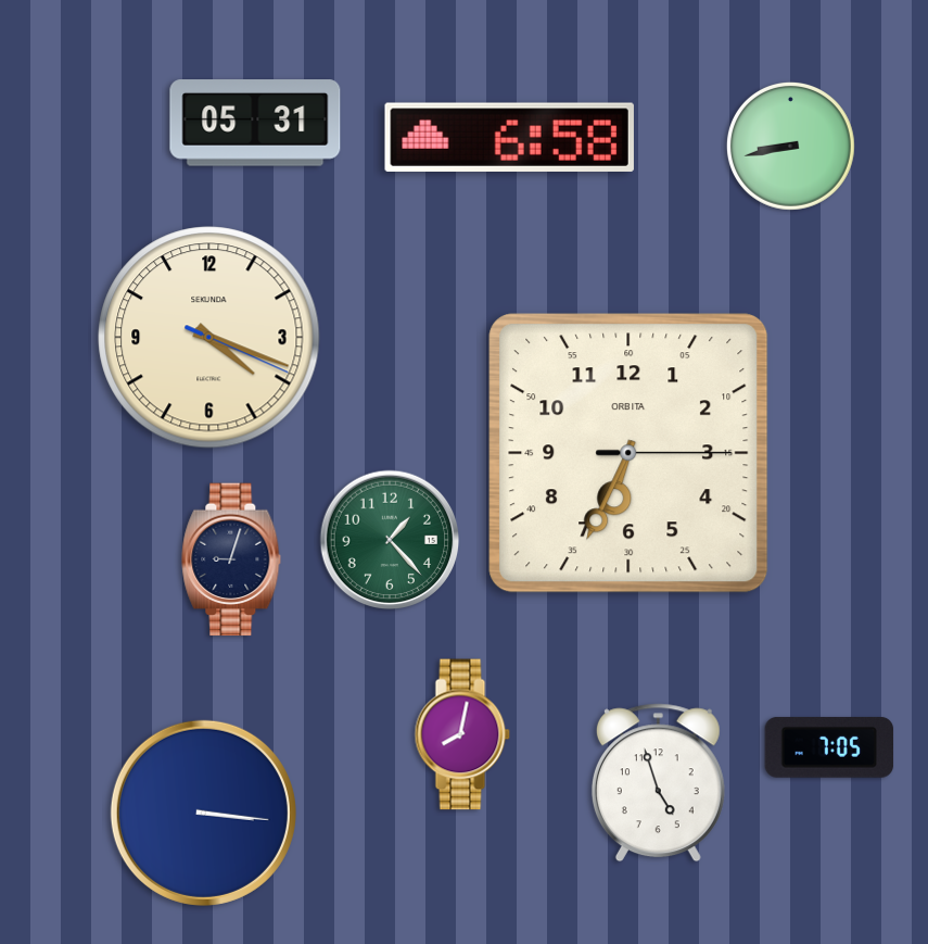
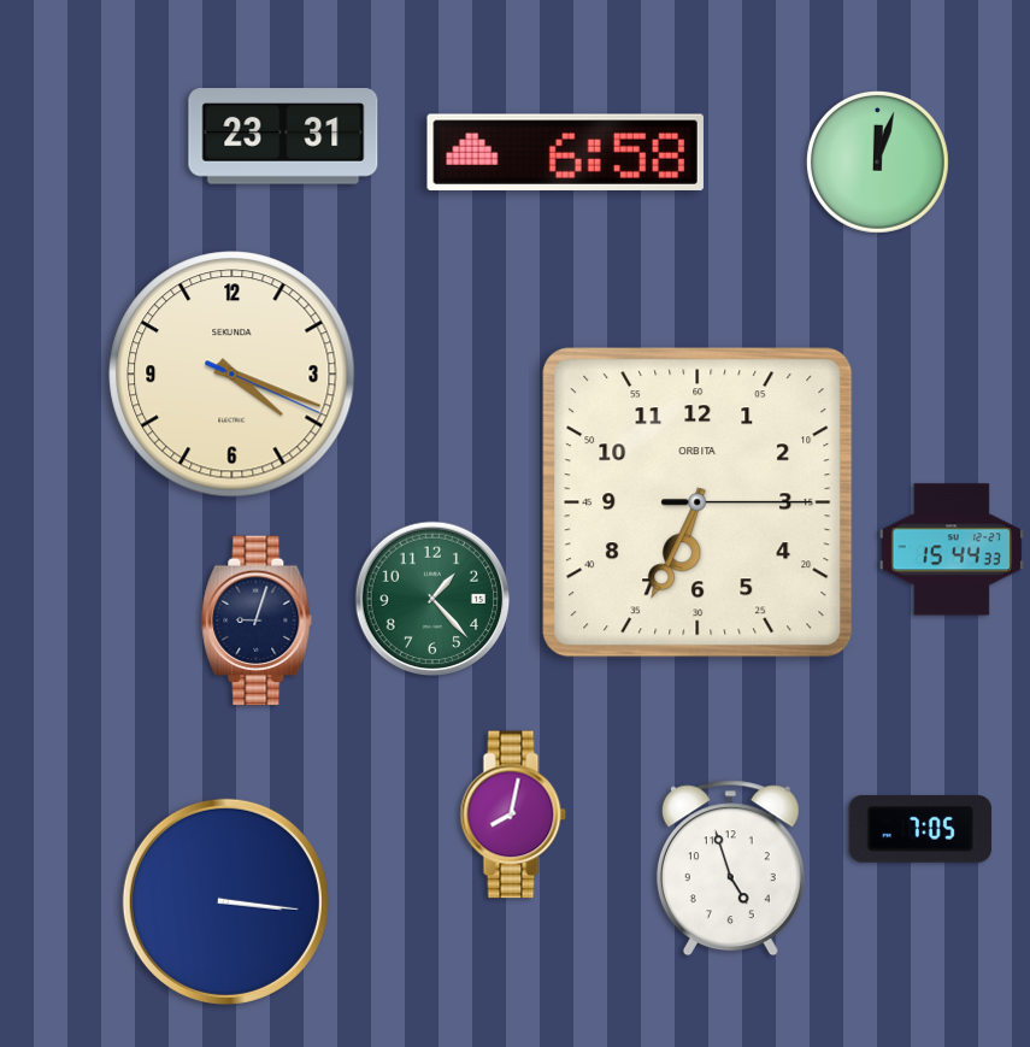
clock at (255, 123): 05:31 -> 23:31
clock at (791, 147): 8:43 -> 12:03
clock at (952, 549): none -> 15:44
